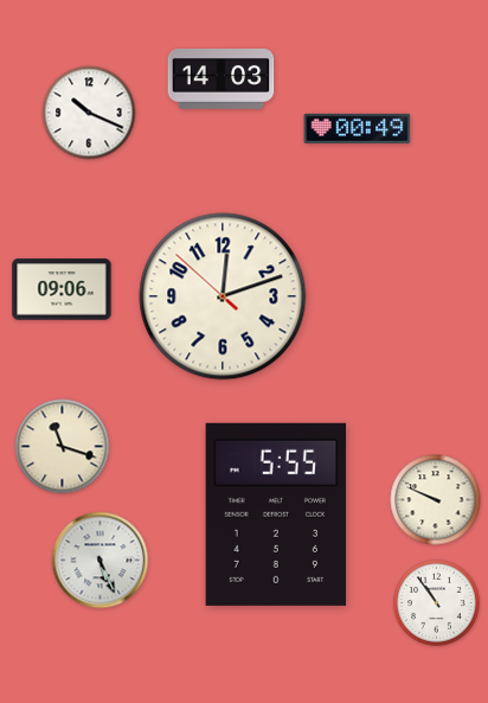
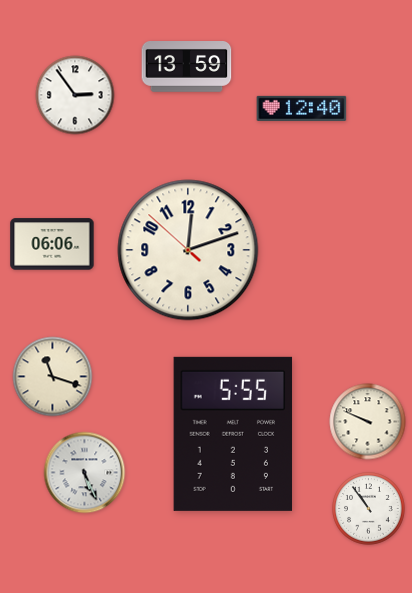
clock at (221, 79): 14:03 -> 13:59
clock at (89, 113): 10:19 -> 2:54
clock at (358, 128): 00:49 -> 12:40
clock at (62, 289): 09:06 -> 06:06
